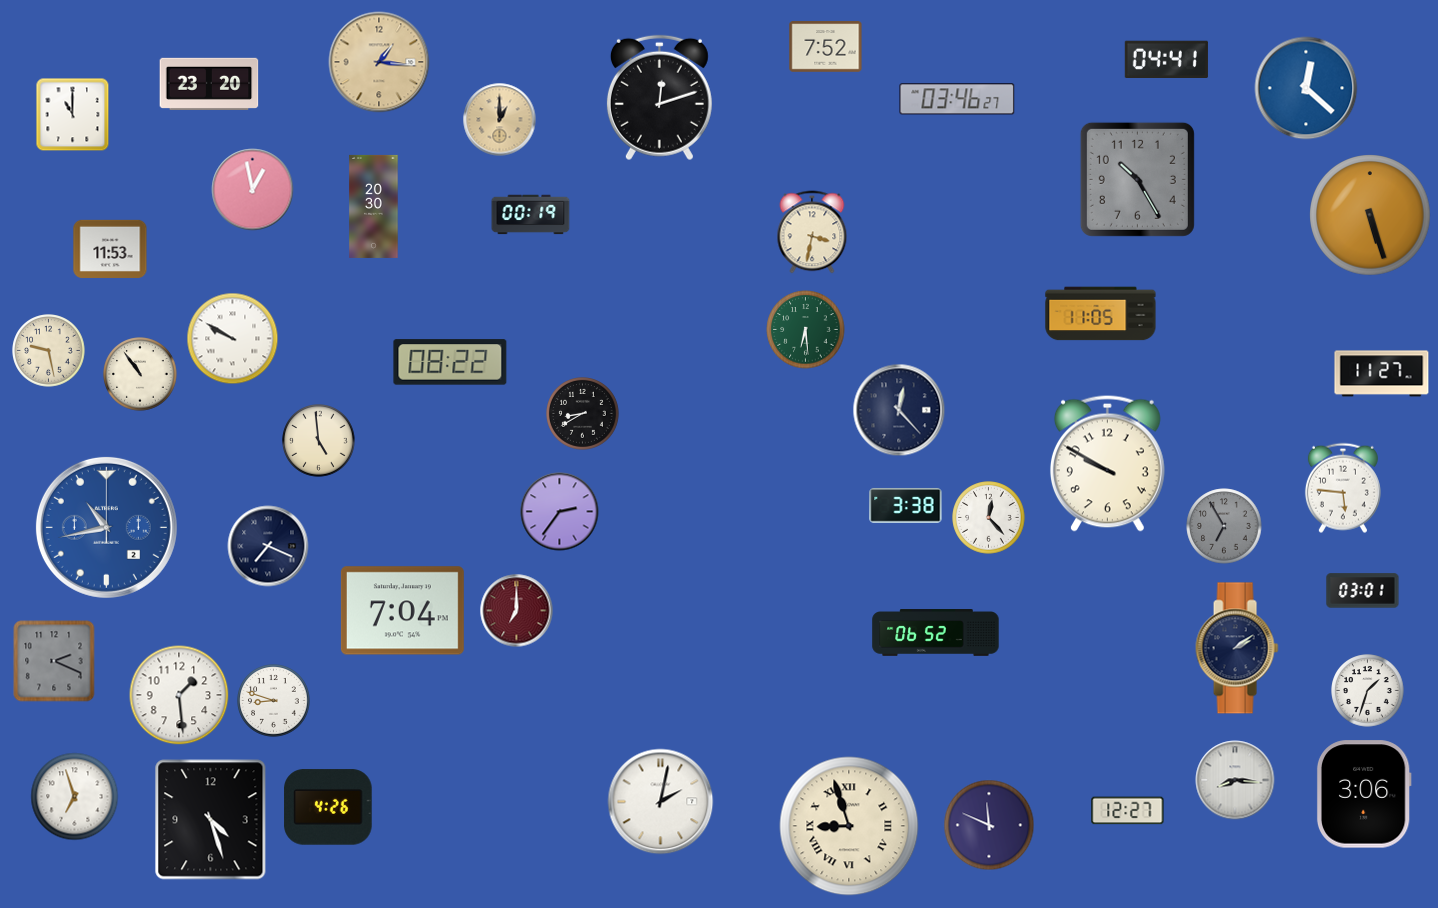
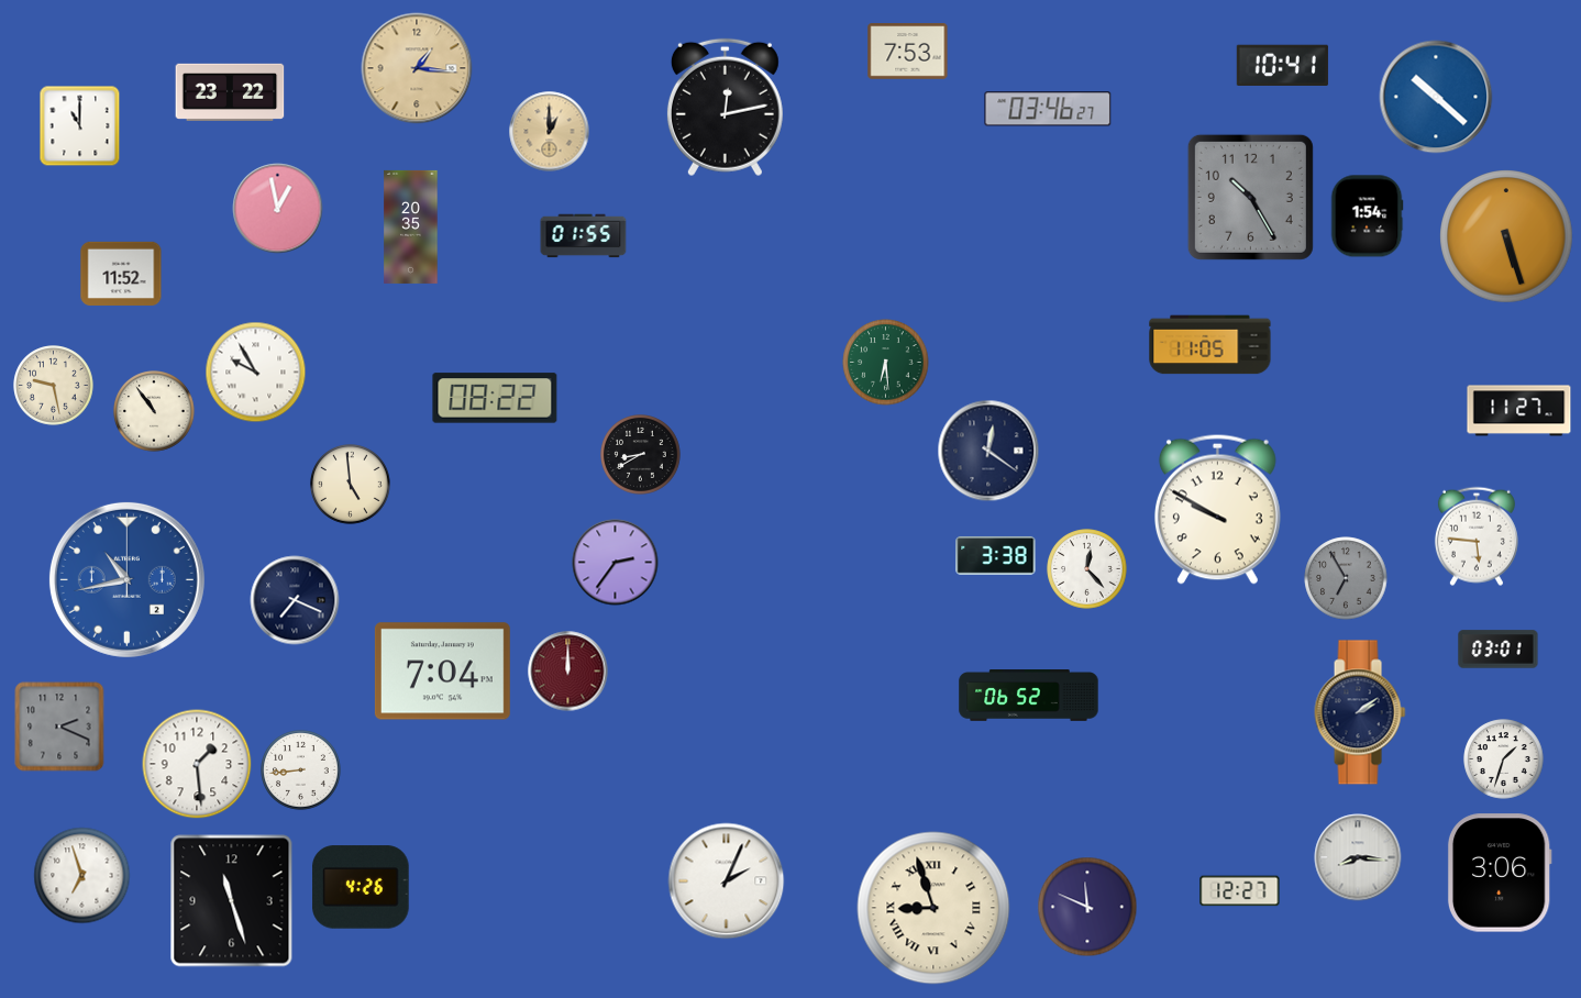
clock at (826, 47): 7:52 -> 7:53
clock at (1166, 59): 04:41 -> 10:41
clock at (209, 84): 23:20 -> 23:22
clock at (1306, 88): 12:22 -> 10:22
clock at (659, 98): 12:12 -> 12:13
clock at (957, 99) position: (957, 99) -> (1048, 109)
clock at (1367, 217): none -> 1:54
clock at (374, 206): 20:30 -> 20:35
clock at (531, 215): 00:19 -> 01:55
clock at (812, 232): 3:32 -> none
clock at (110, 249): 11:53 -> 11:52
clock at (233, 339): 9:50 -> 9:55
clock at (899, 410): 12:23 -> 12:21
clock at (106, 527) position: (106, 527) -> (126, 579)
clock at (517, 611): 7:00 -> 12:00
clock at (274, 701): 8:48 -> 8:44
clock at (661, 802): 2:02 -> 2:04
clock at (211, 820): 4:27 -> 11:27
